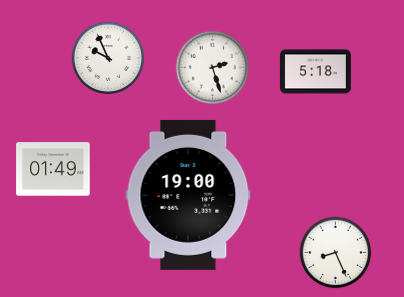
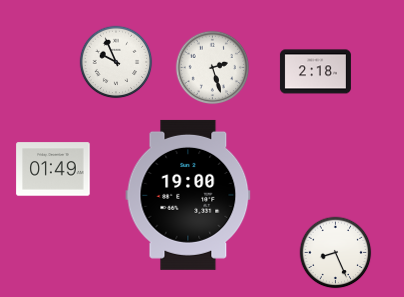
clock at (108, 58) position: (108, 58) -> (116, 62)
clock at (315, 72): 5:18 -> 2:18
